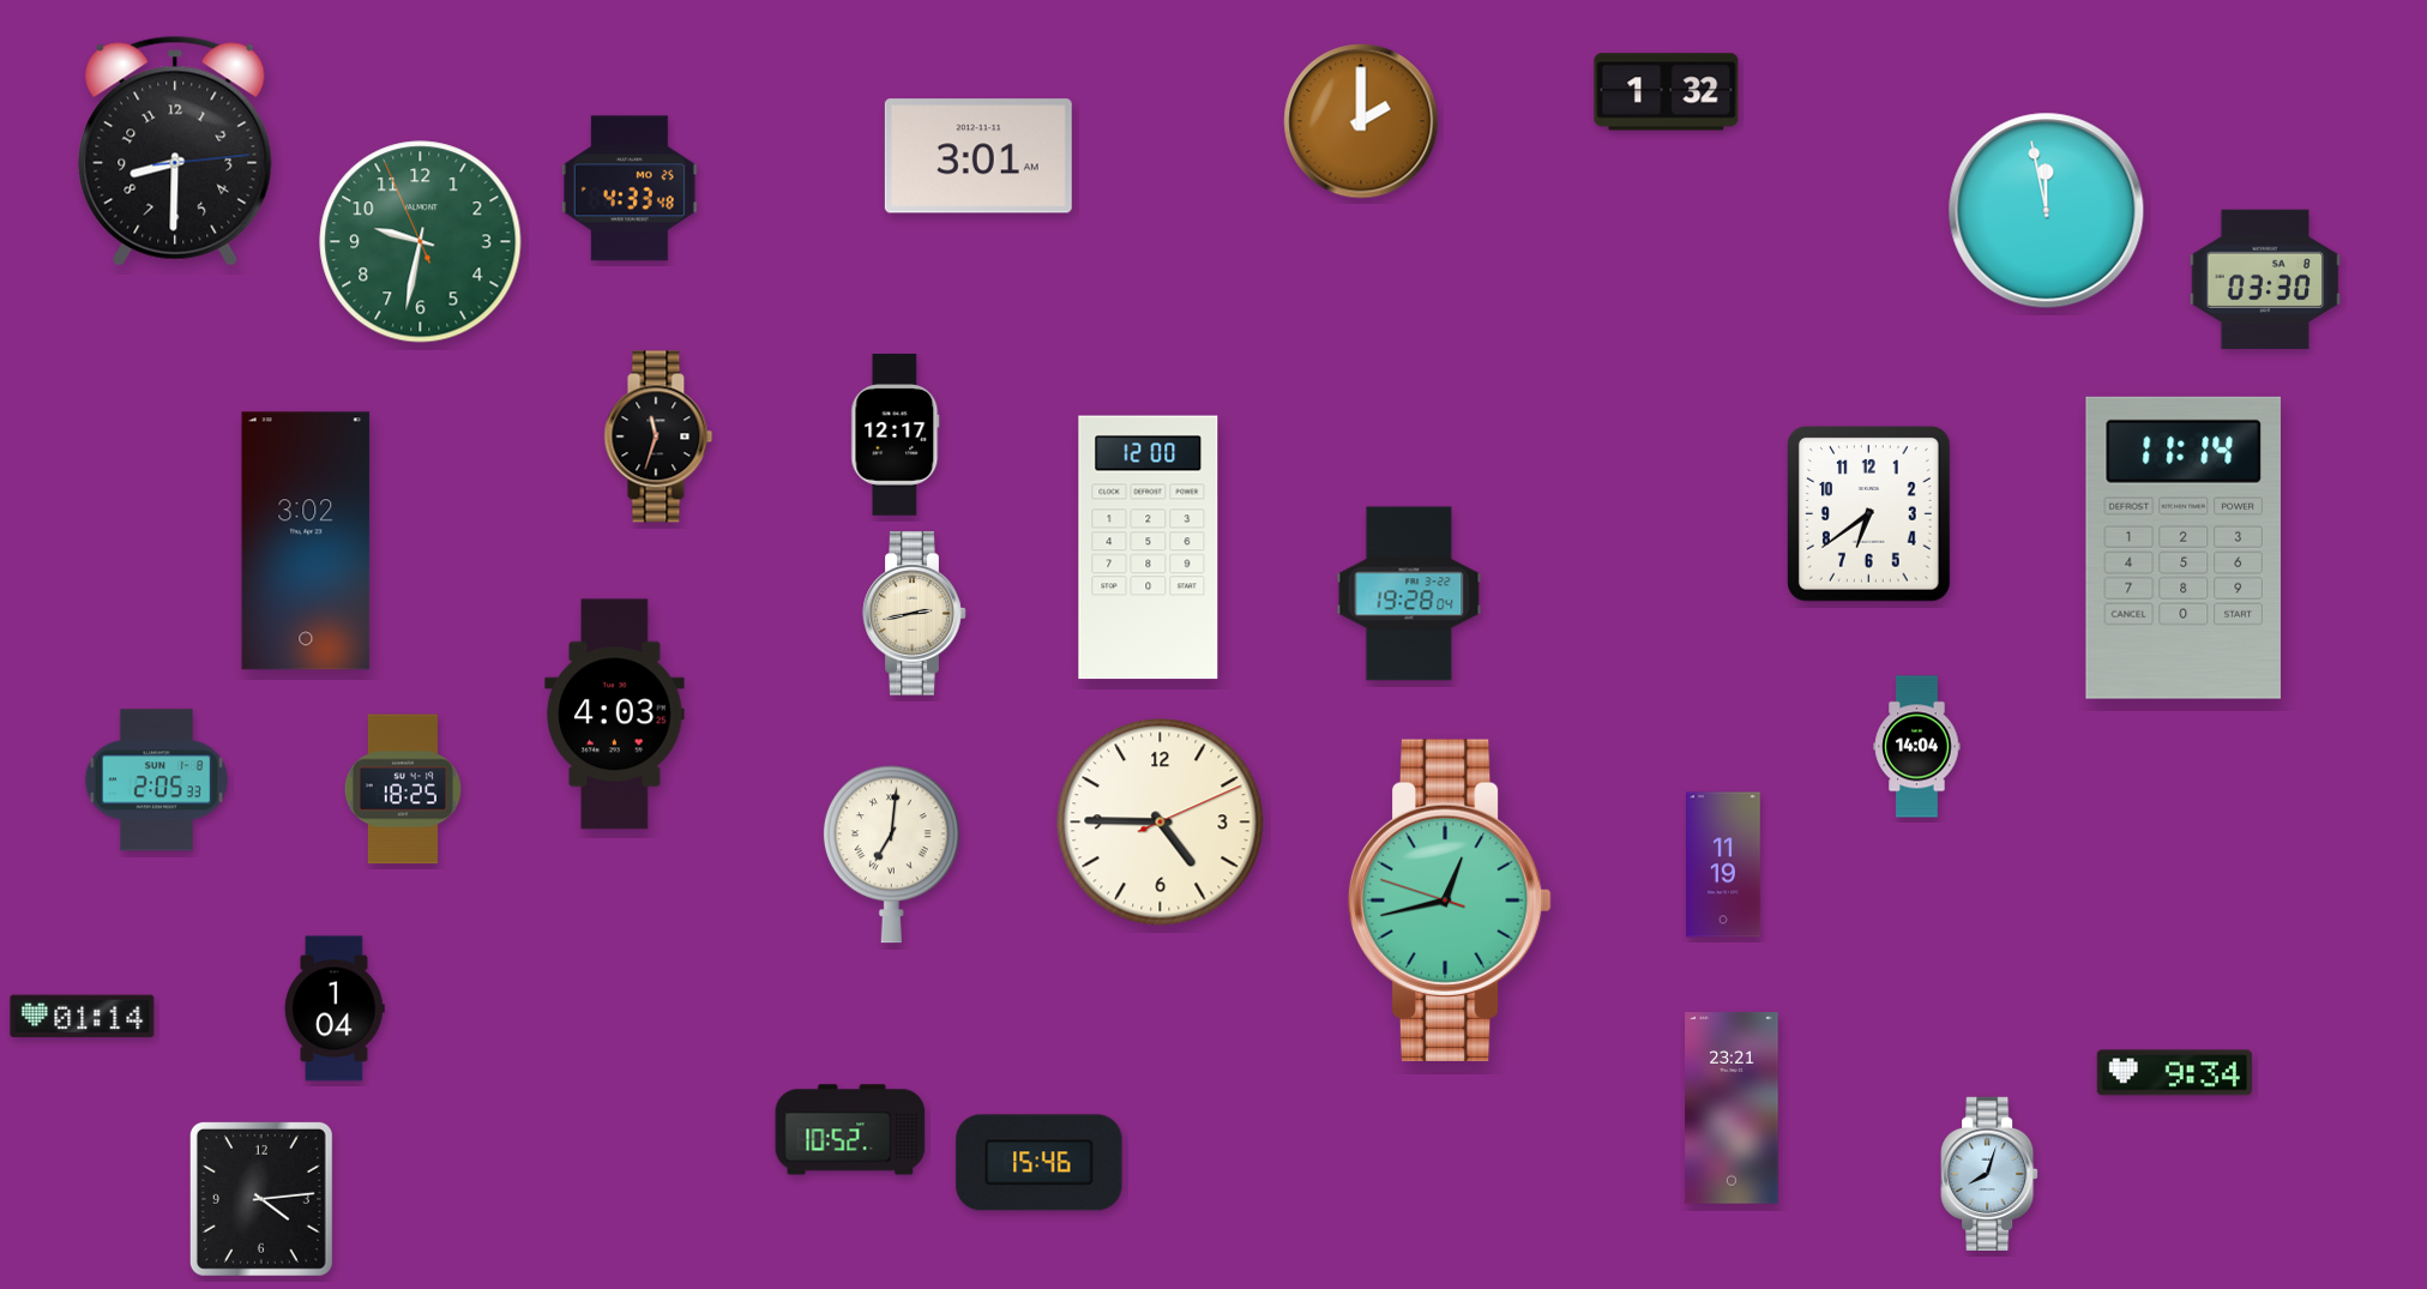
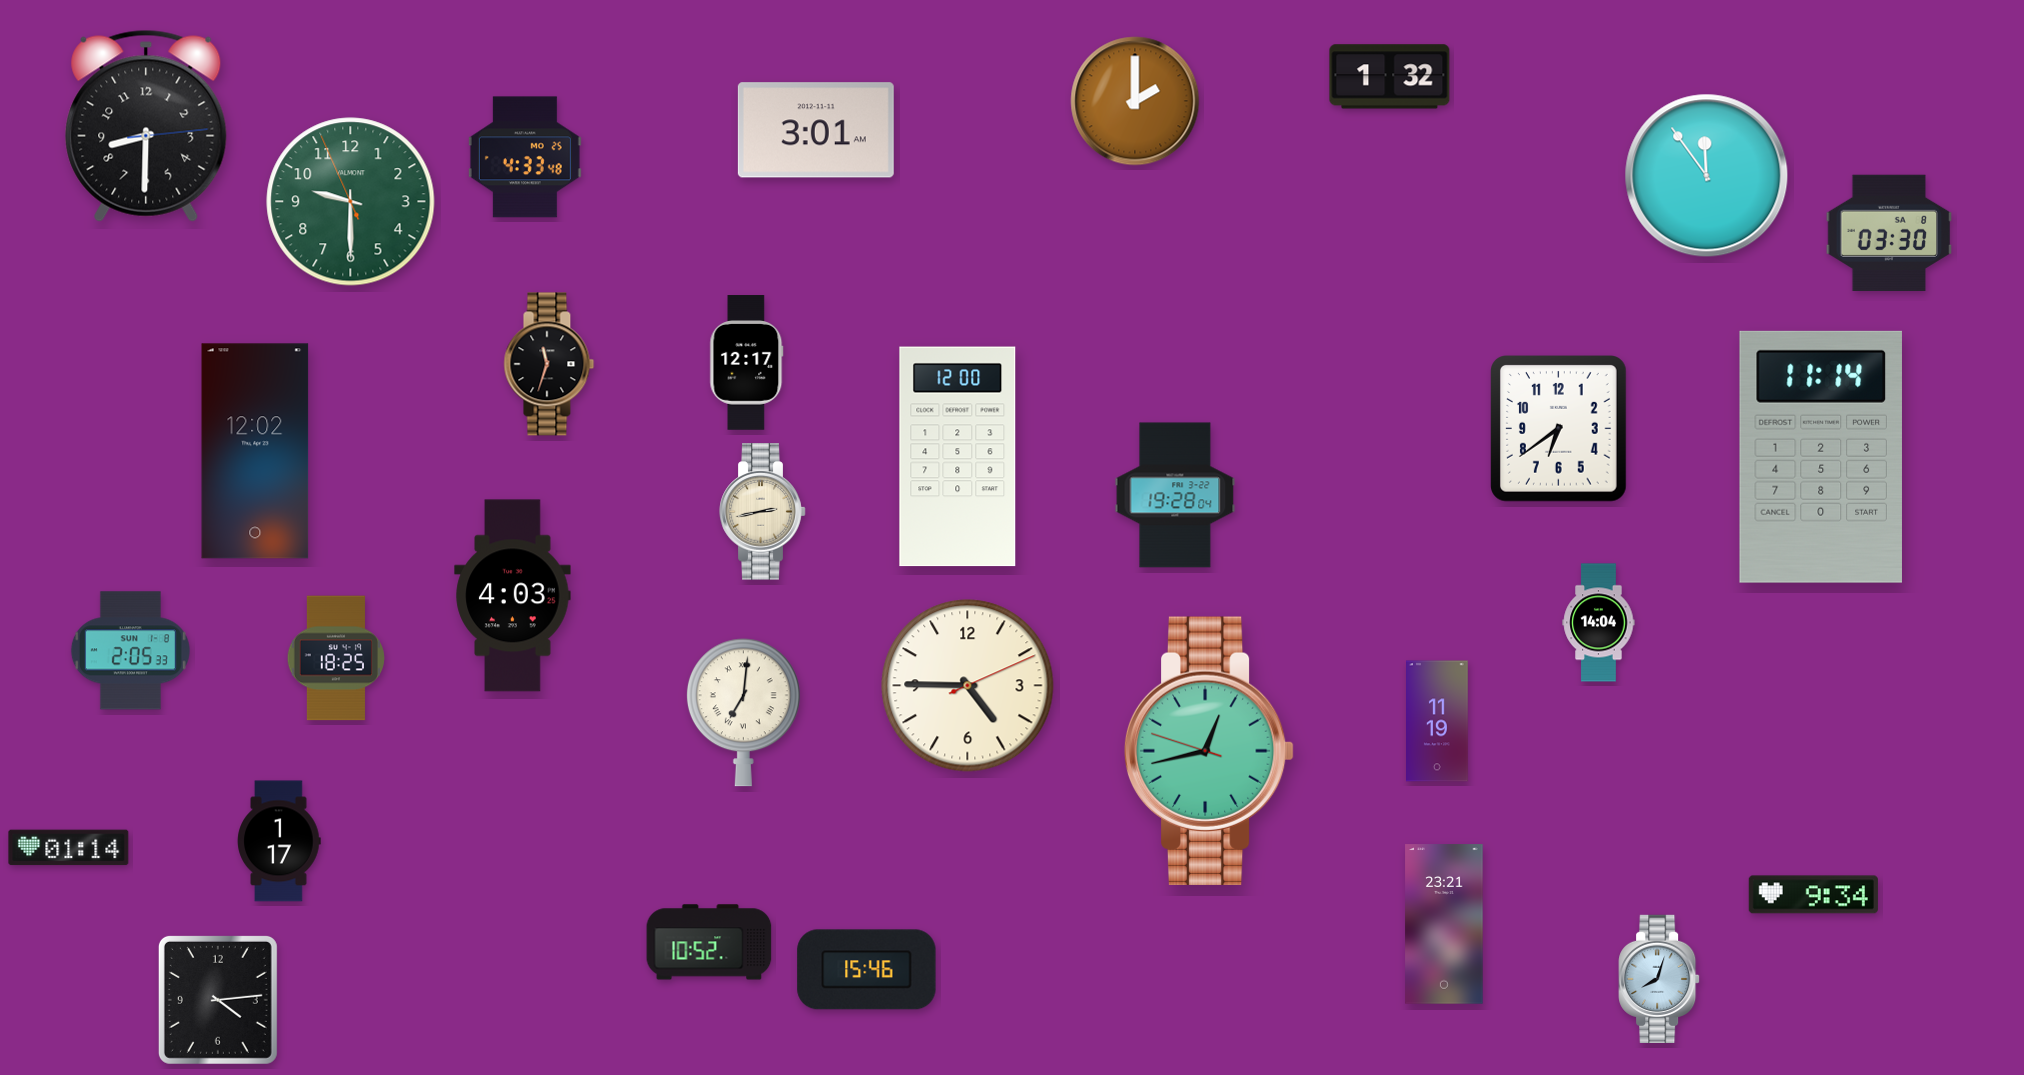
clock at (2047, 211): 11:58 -> 11:54
clock at (421, 242): 9:31 -> 9:29
clock at (306, 541): 3:02 -> 12:02
clock at (335, 1008): 1:04 -> 1:17
